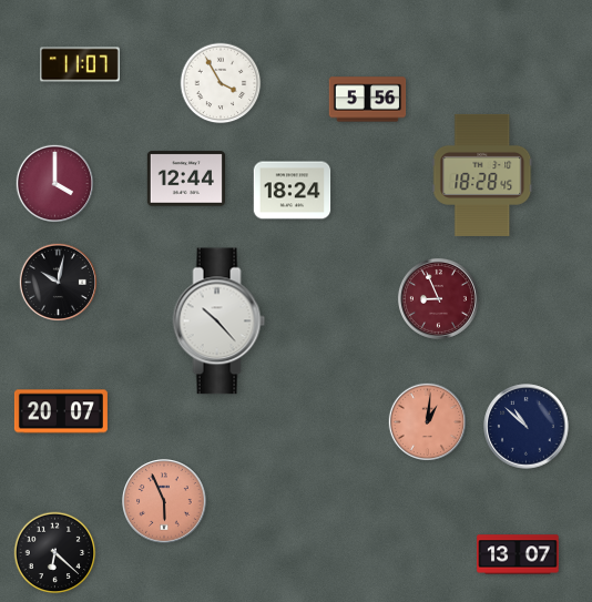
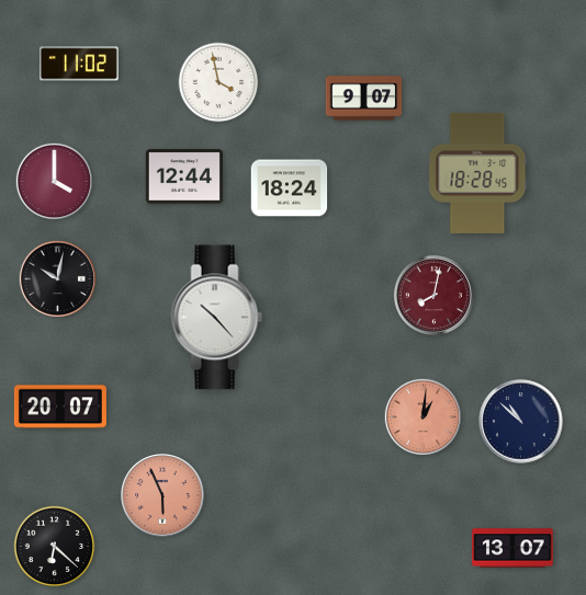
clock at (80, 64): 11:07 -> 11:02
clock at (221, 83): 3:55 -> 3:58
clock at (368, 100): 5:56 -> 9:07
clock at (438, 298): 8:56 -> 8:02
